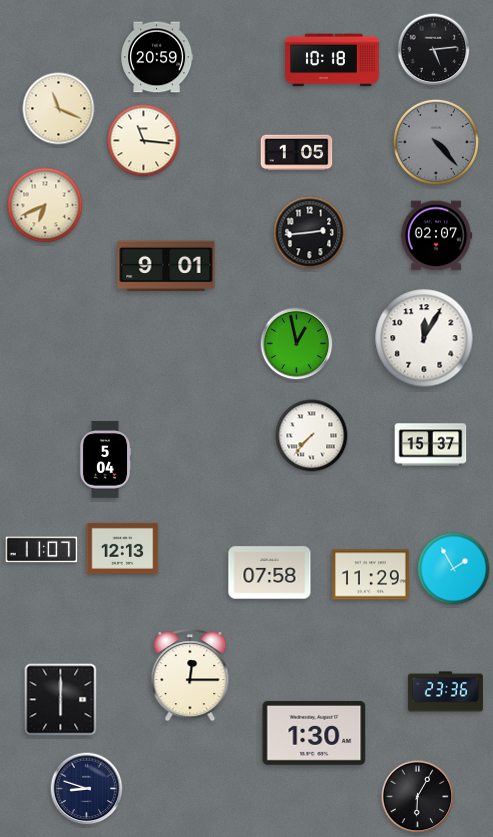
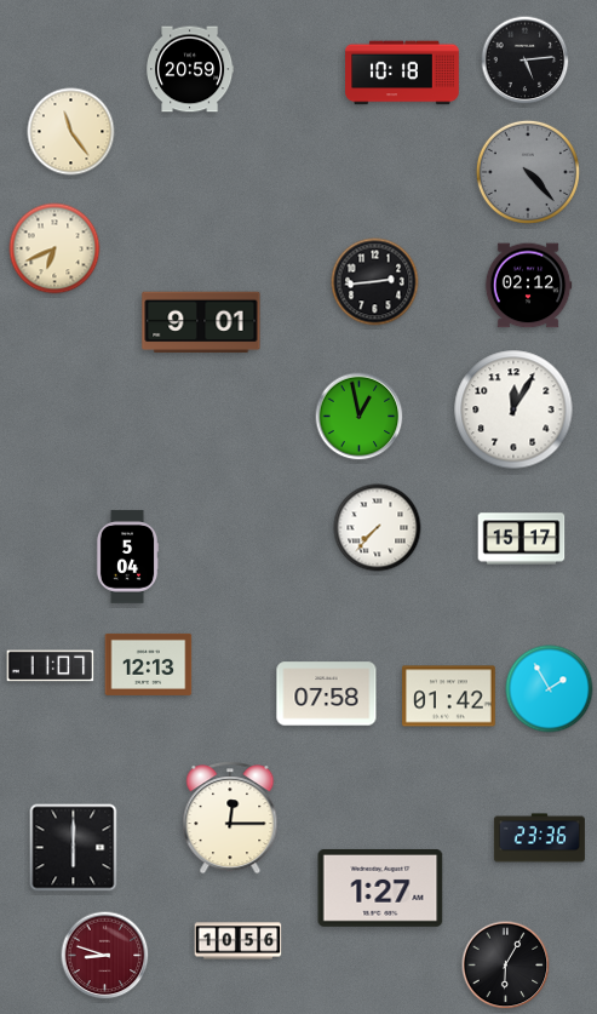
clock at (59, 109): 11:19 -> 11:24
clock at (144, 141): 11:16 -> none
clock at (297, 153): 1:05 -> none
clock at (436, 236): 02:07 -> 02:12
clock at (431, 445): 15:37 -> 15:17
clock at (371, 575): 11:29 -> 01:42
clock at (314, 733): 1:30 -> 1:27
clock at (239, 941): none -> 10:56
clock at (87, 789) dial: navy -> burgundy
